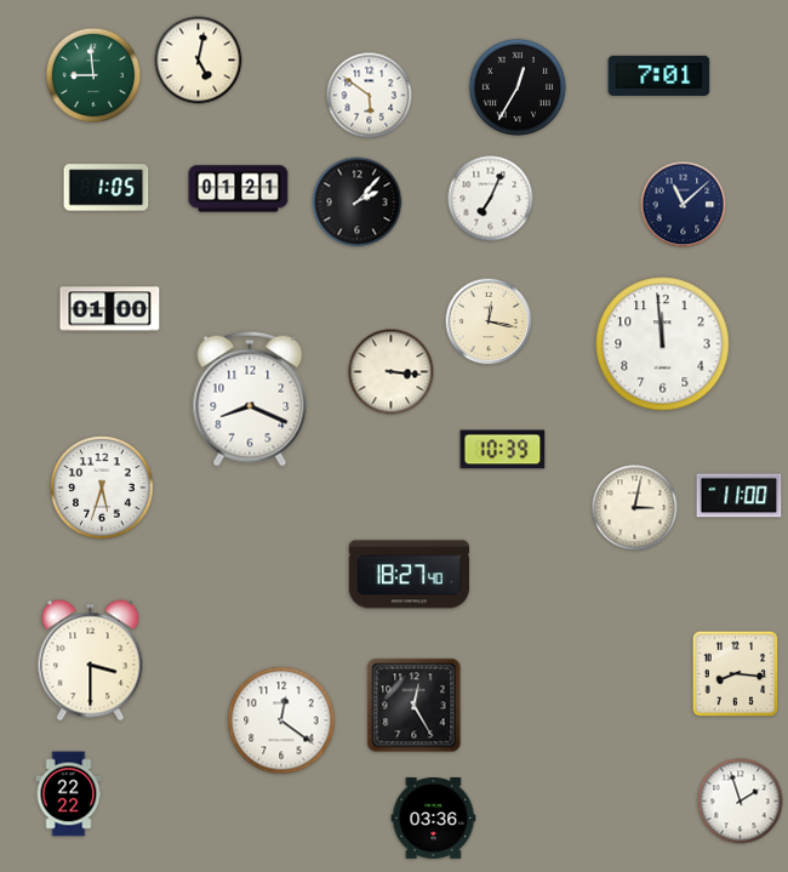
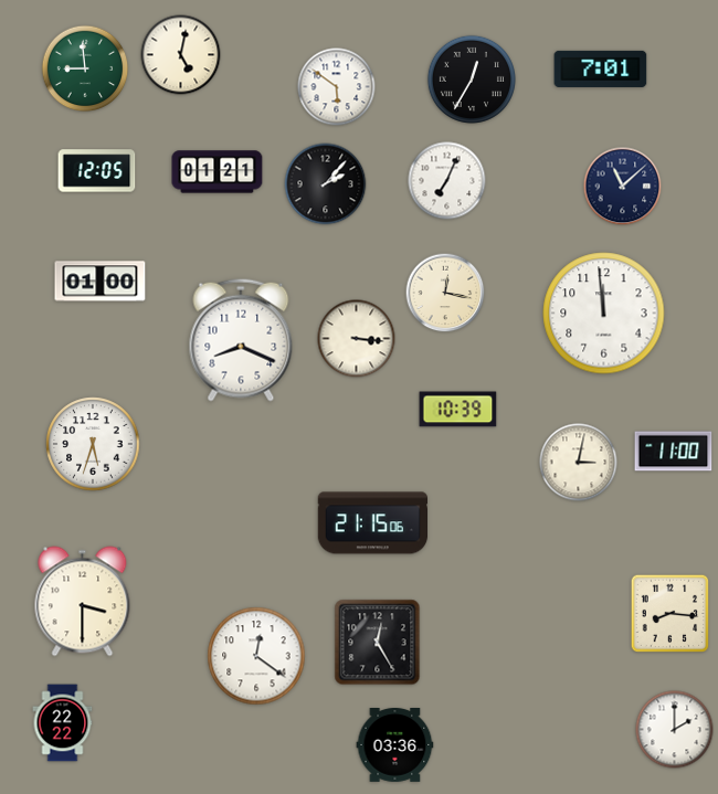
clock at (107, 188): 1:05 -> 12:05
clock at (250, 399) position: (250, 399) -> (241, 340)
clock at (409, 575): 18:27 -> 21:15
clock at (741, 802): 1:57 -> 2:00
